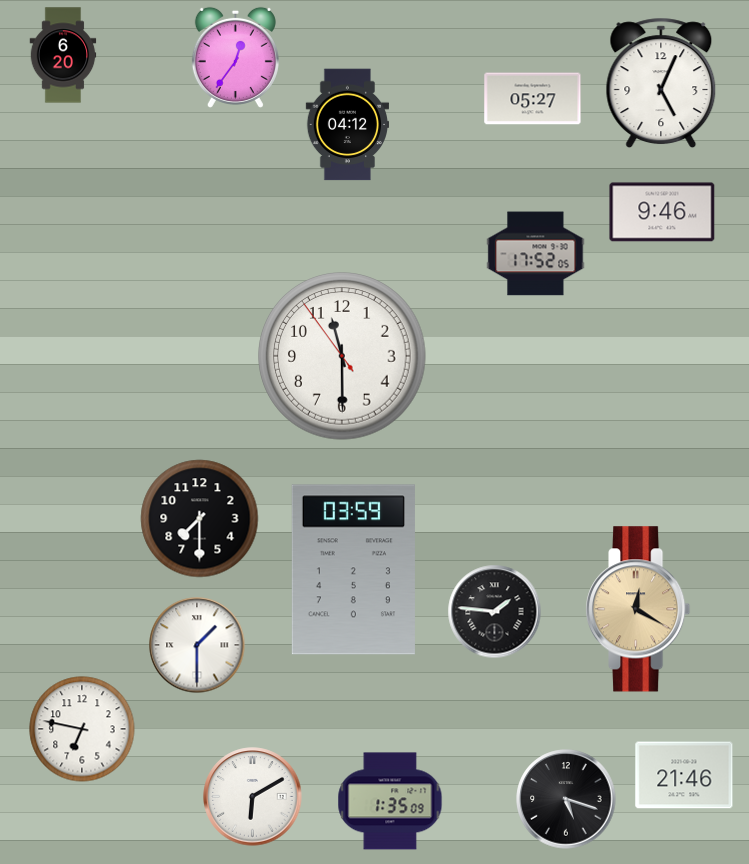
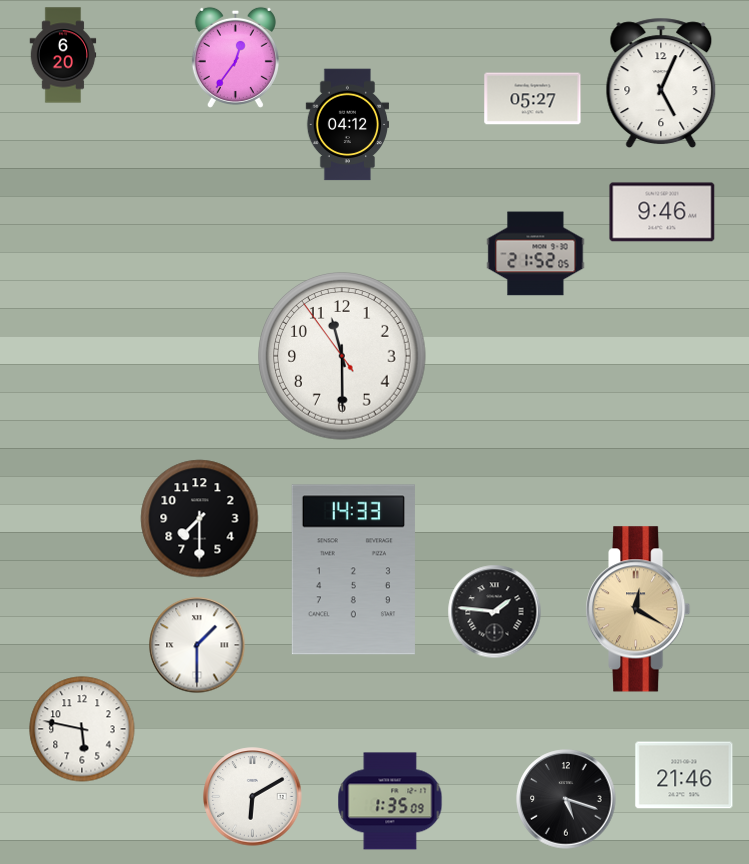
clock at (536, 254): 17:52 -> 21:52
clock at (353, 570): 03:59 -> 14:33
clock at (82, 729): 6:47 -> 5:47
